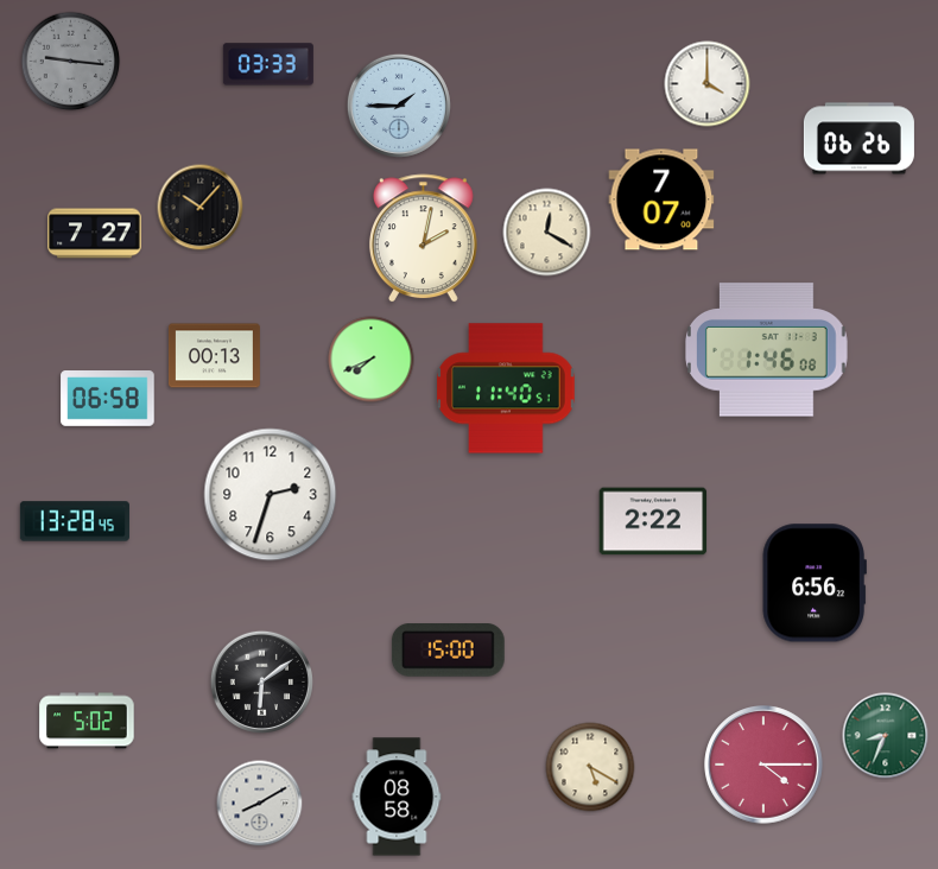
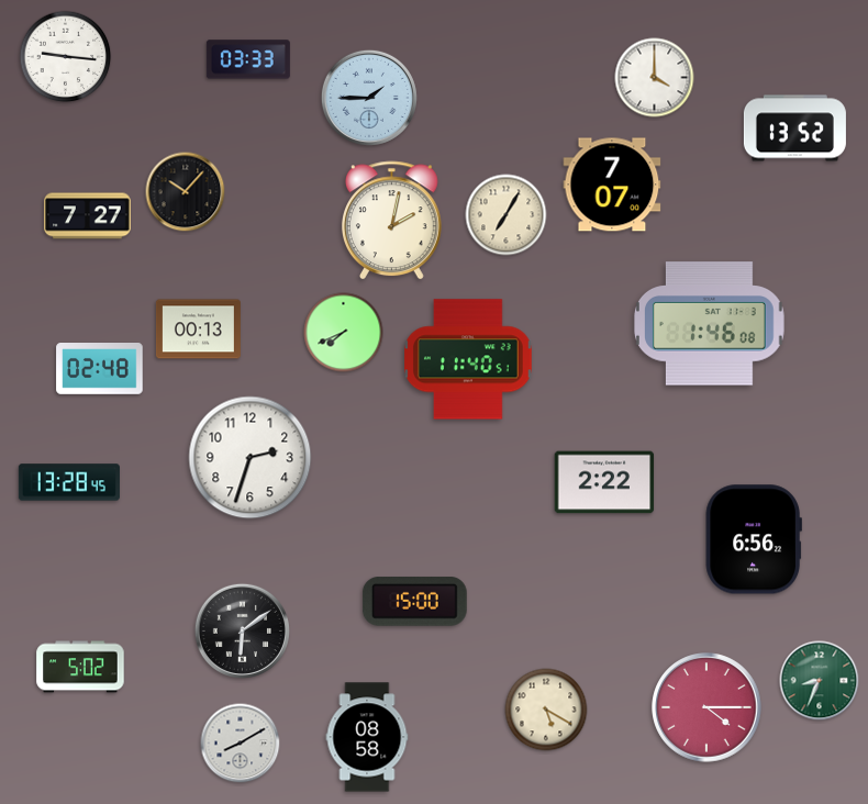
clock at (71, 62) dial: grey -> white
clock at (858, 139): 06:26 -> 13:52
clock at (547, 233): 12:20 -> 7:05
clock at (108, 399): 06:58 -> 02:48
